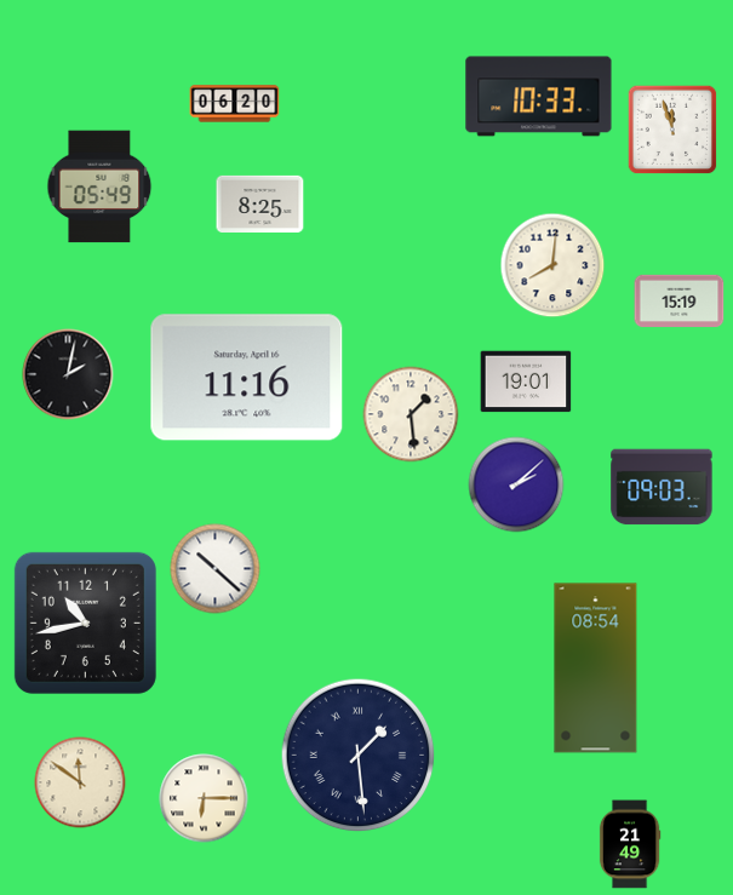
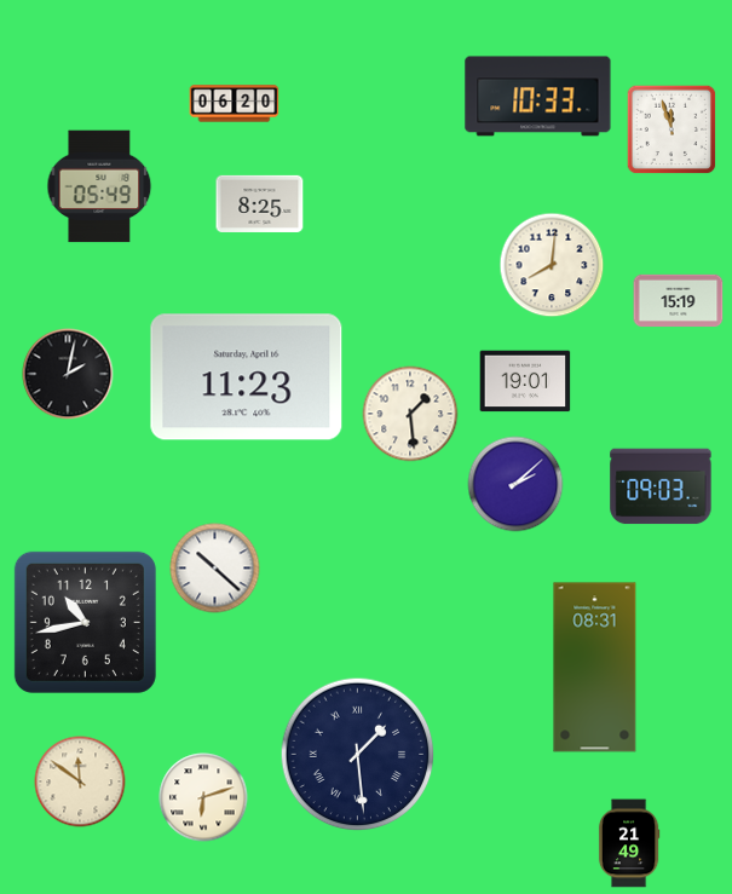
clock at (247, 378): 11:16 -> 11:23
clock at (596, 669): 08:54 -> 08:31
clock at (204, 798): 6:15 -> 6:12
